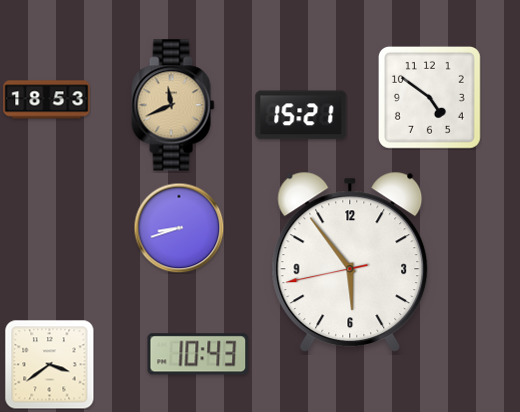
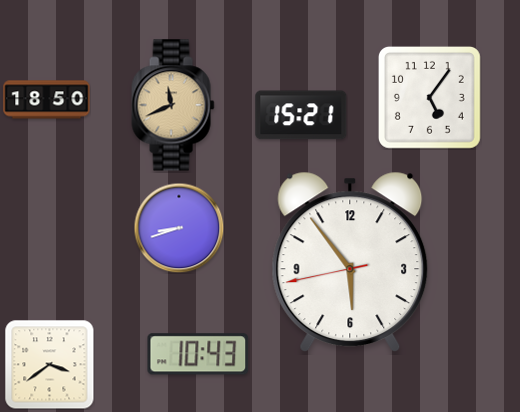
clock at (429, 97): 4:51 -> 5:06
clock at (47, 100): 18:53 -> 18:50
